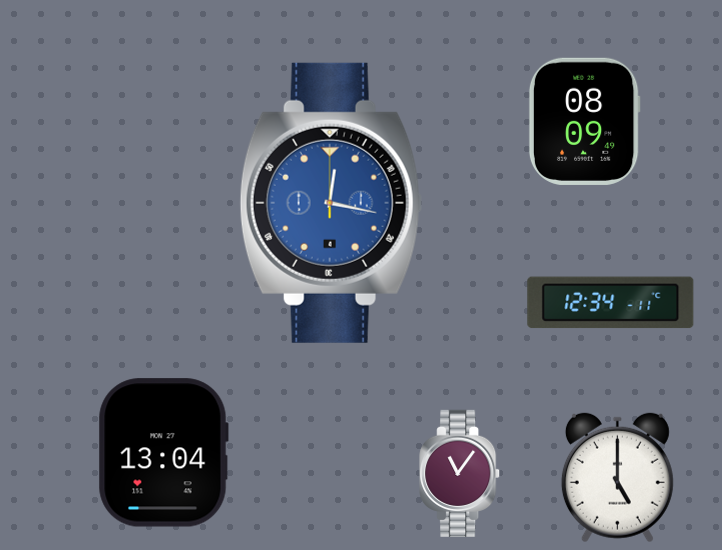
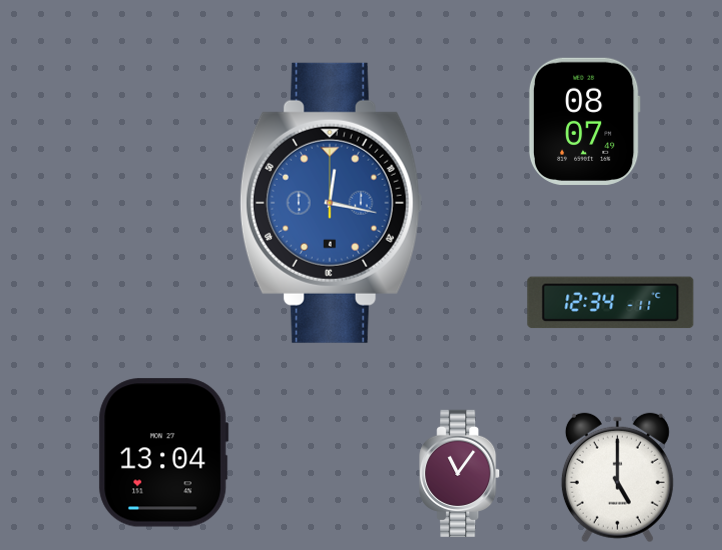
clock at (584, 121): 08:09 -> 08:07
